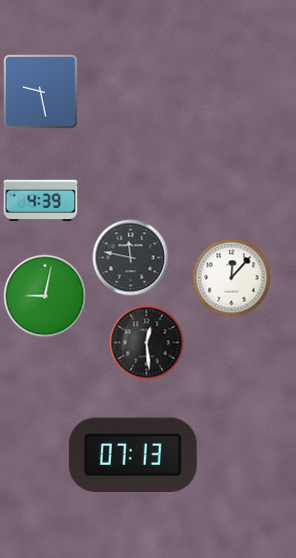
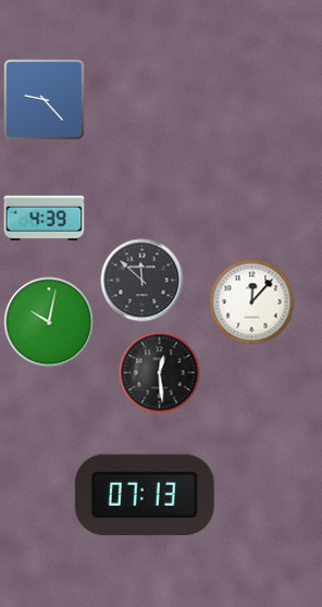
clock at (41, 92): 9:28 -> 9:23
clock at (131, 258): 11:47 -> 11:52
clock at (45, 296): 9:02 -> 10:02
